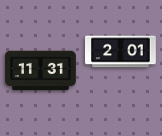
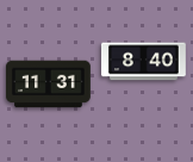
clock at (121, 52): 2:01 -> 8:40
